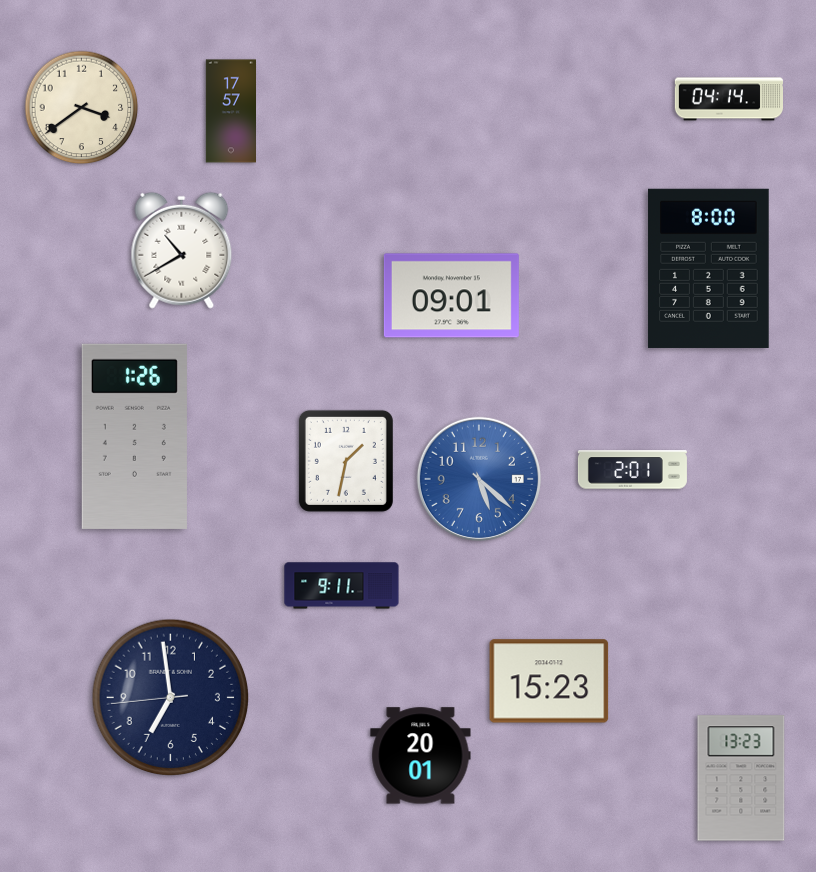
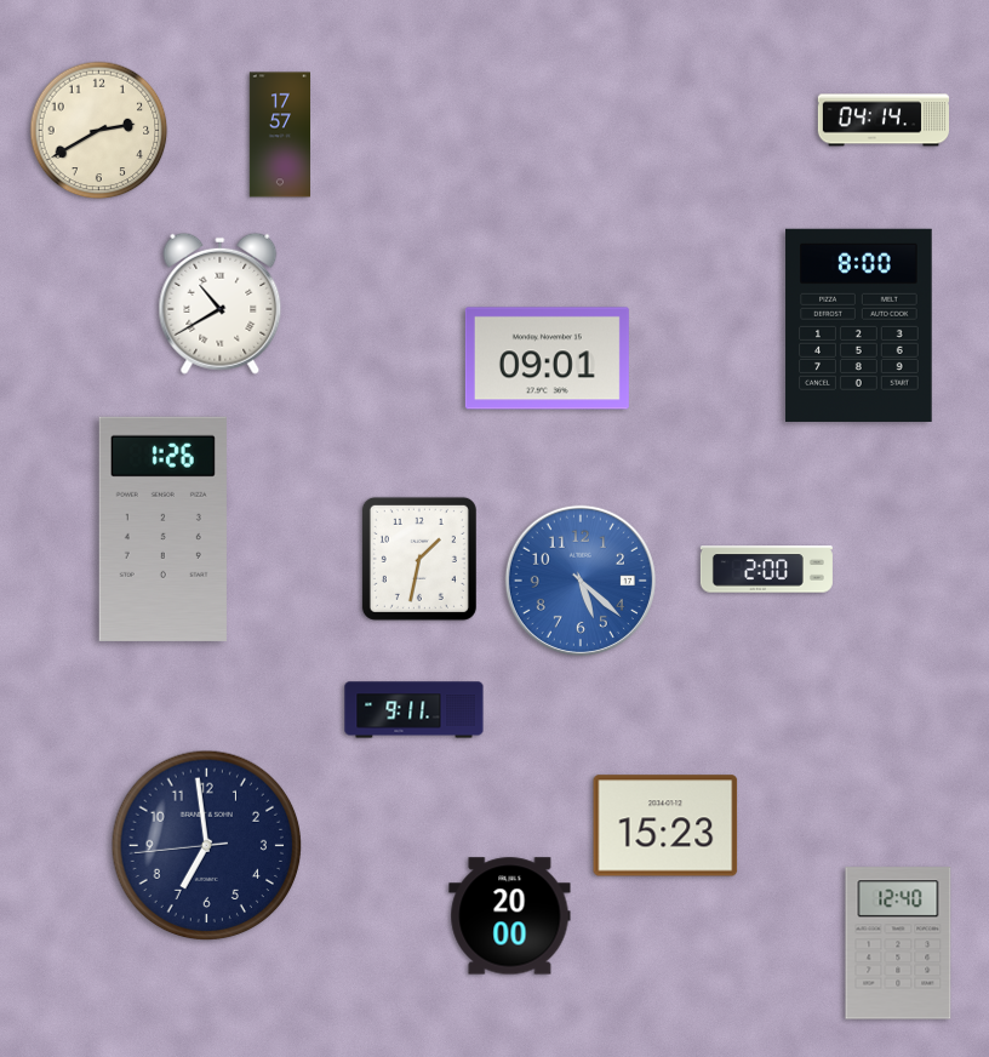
clock at (82, 108): 3:39 -> 2:40
clock at (632, 470): 2:01 -> 2:00
clock at (421, 756): 20:01 -> 20:00
clock at (741, 778): 13:23 -> 12:40
